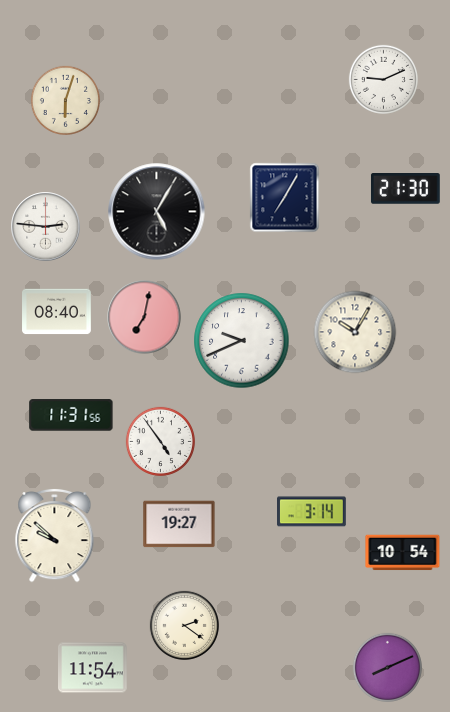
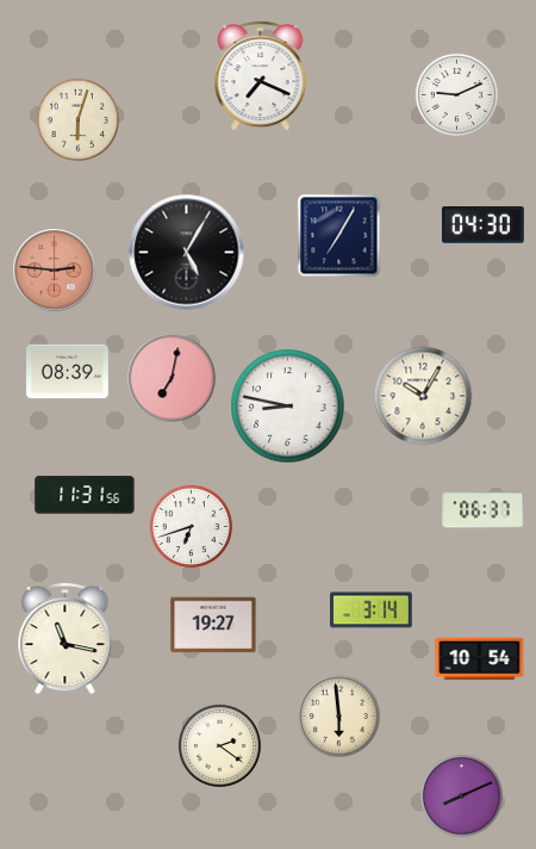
clock at (261, 76): none -> 7:19
clock at (405, 189): 21:30 -> 04:30
clock at (46, 227) dial: white -> salmon
clock at (57, 312): 08:40 -> 08:39
clock at (242, 341): 9:41 -> 8:47
clock at (484, 510): none -> 06:37
clock at (160, 441): 4:54 -> 6:42
clock at (55, 535): 9:52 -> 11:17
clock at (338, 715): none -> 5:59
clock at (93, 668): 11:54 -> none
